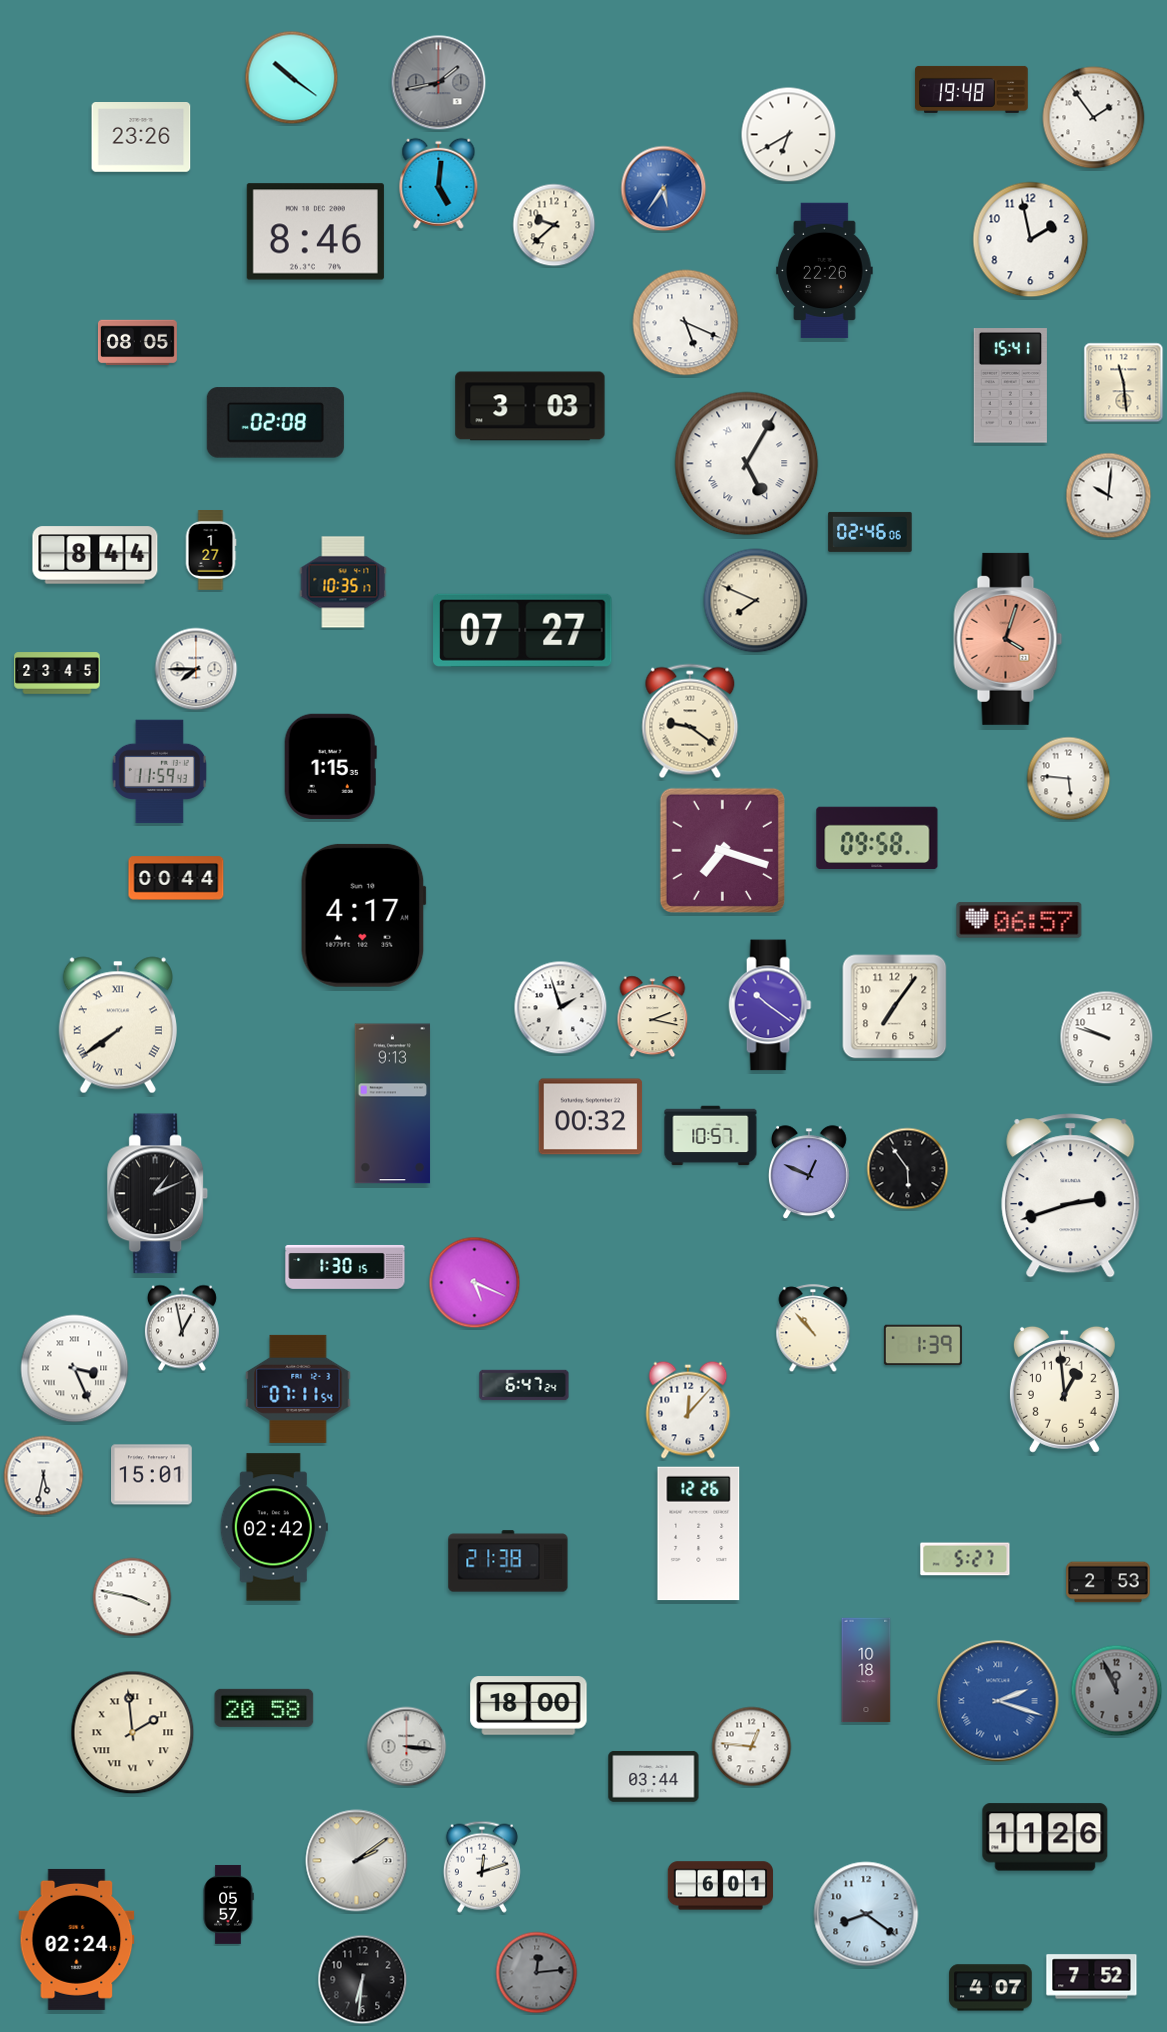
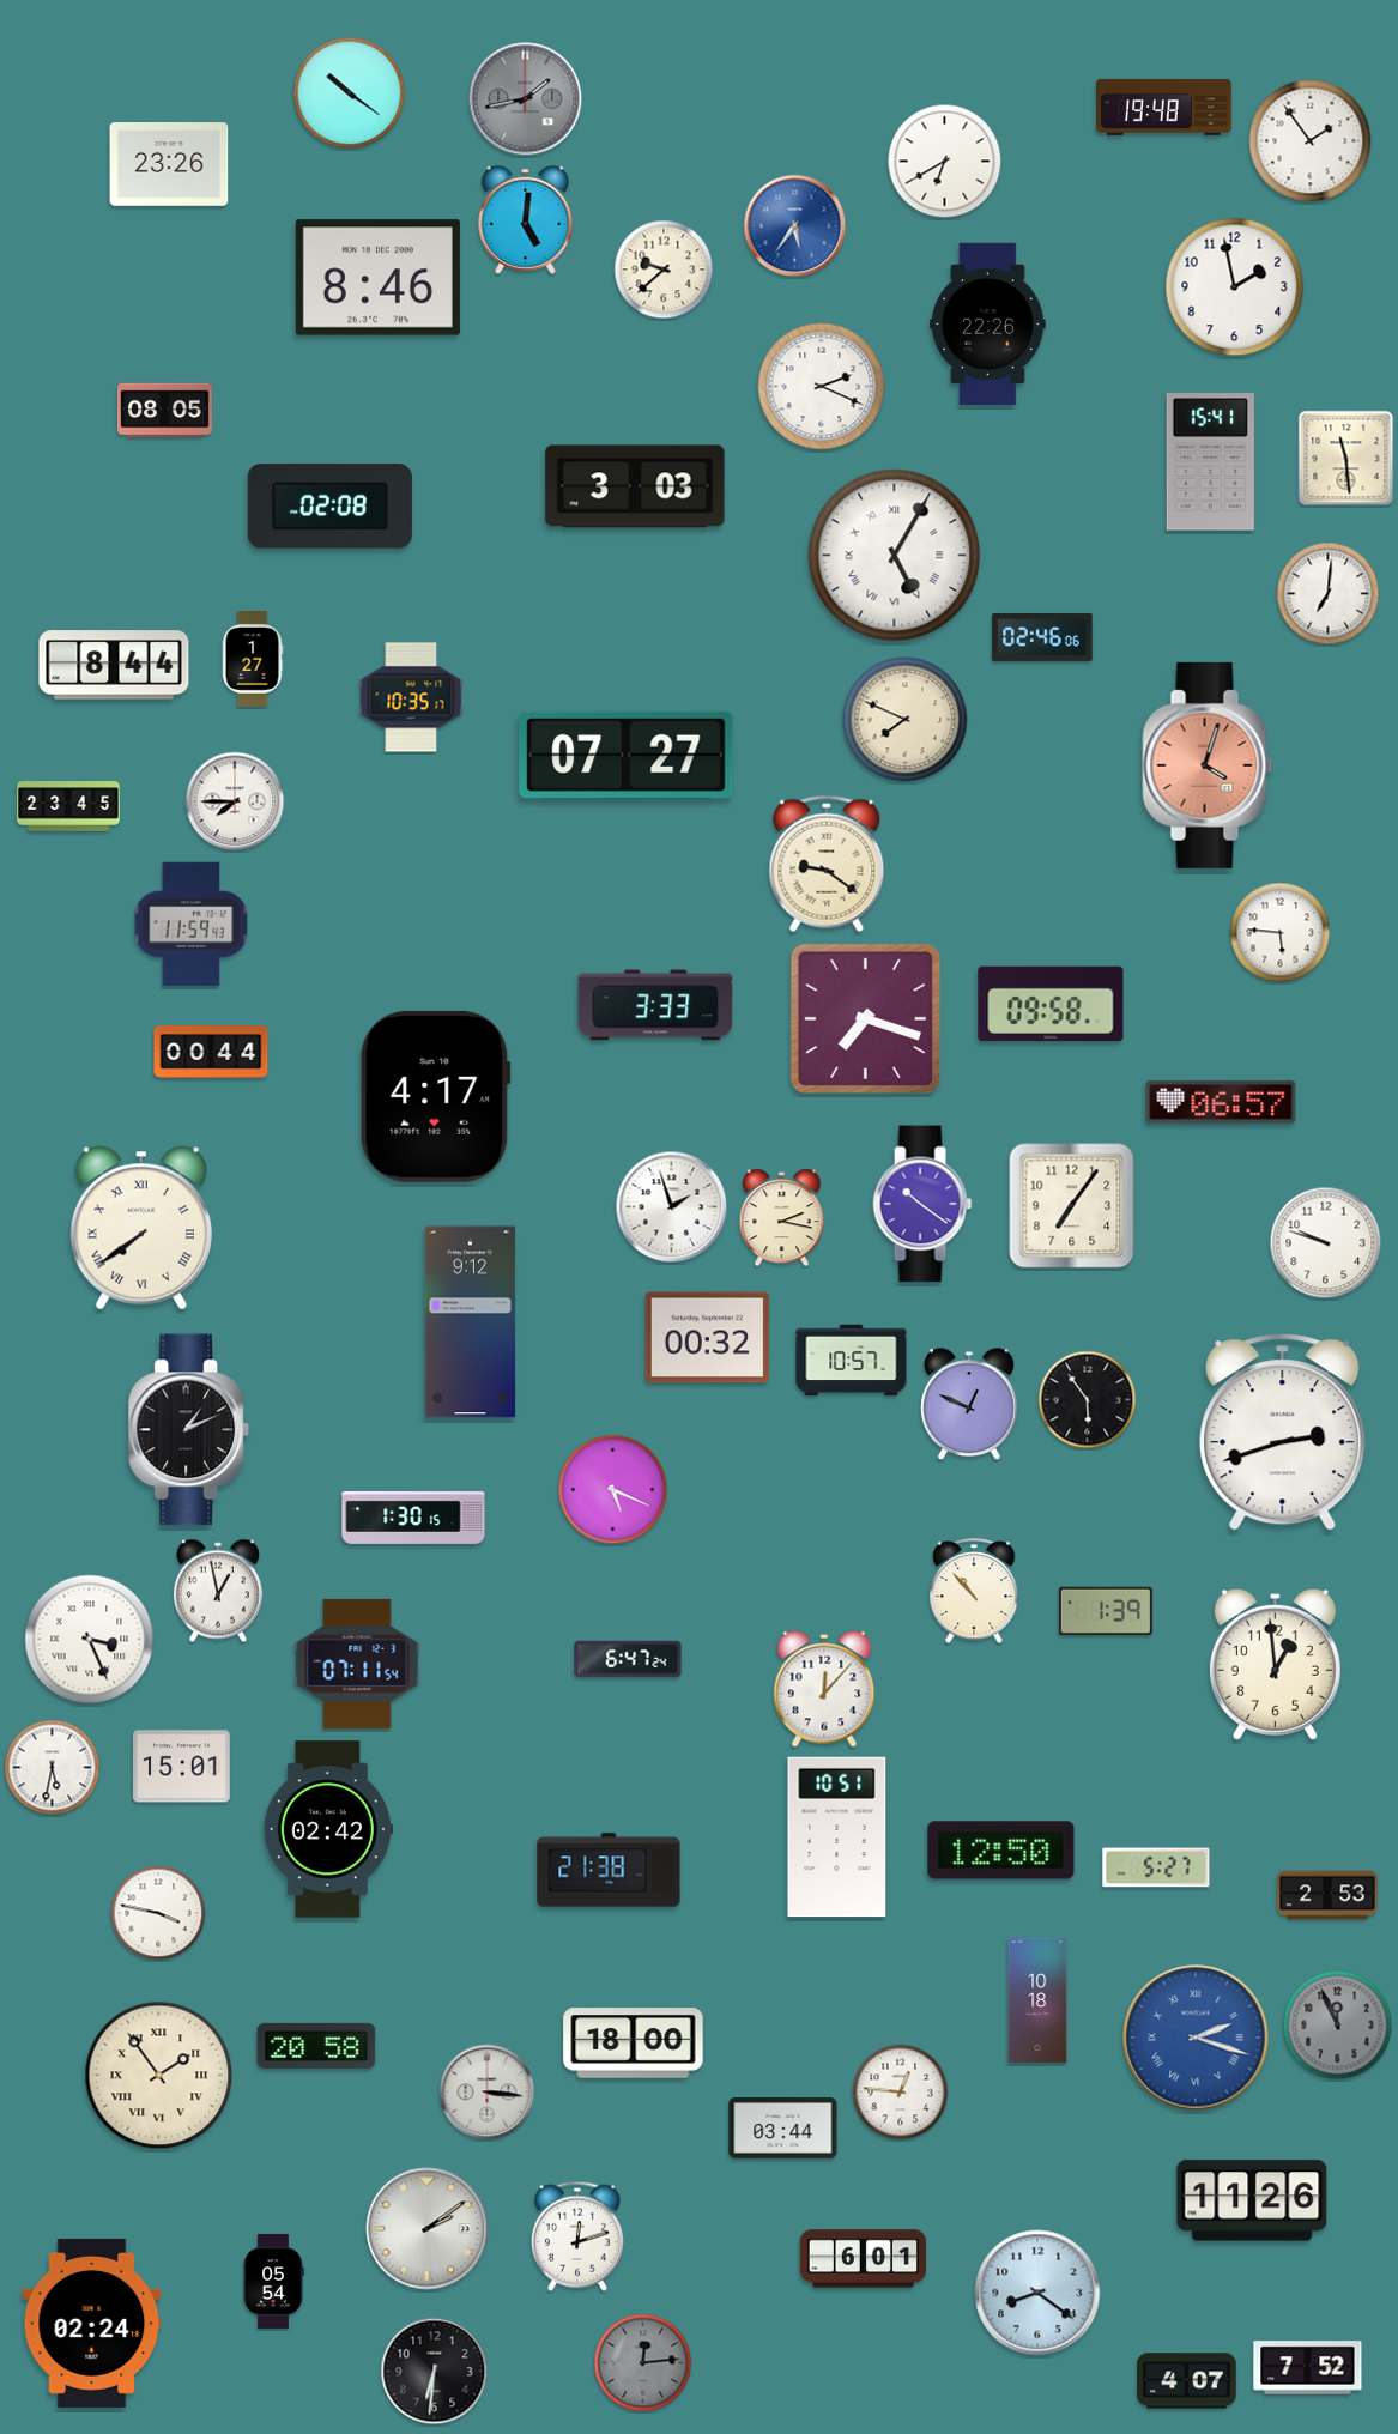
clock at (686, 323): 5:19 -> 2:19
clock at (1109, 496): 10:01 -> 7:01
clock at (330, 766): 1:15 -> none
clock at (655, 1005): none -> 3:33
clock at (393, 1104): 9:13 -> 9:12
clock at (475, 1283) position: (475, 1283) -> (613, 1490)
clock at (699, 1534): 12:26 -> 10:51
clock at (1001, 1851): none -> 12:50
clock at (133, 1733): 1:59 -> 1:54
clock at (228, 1904): 05:57 -> 05:54
